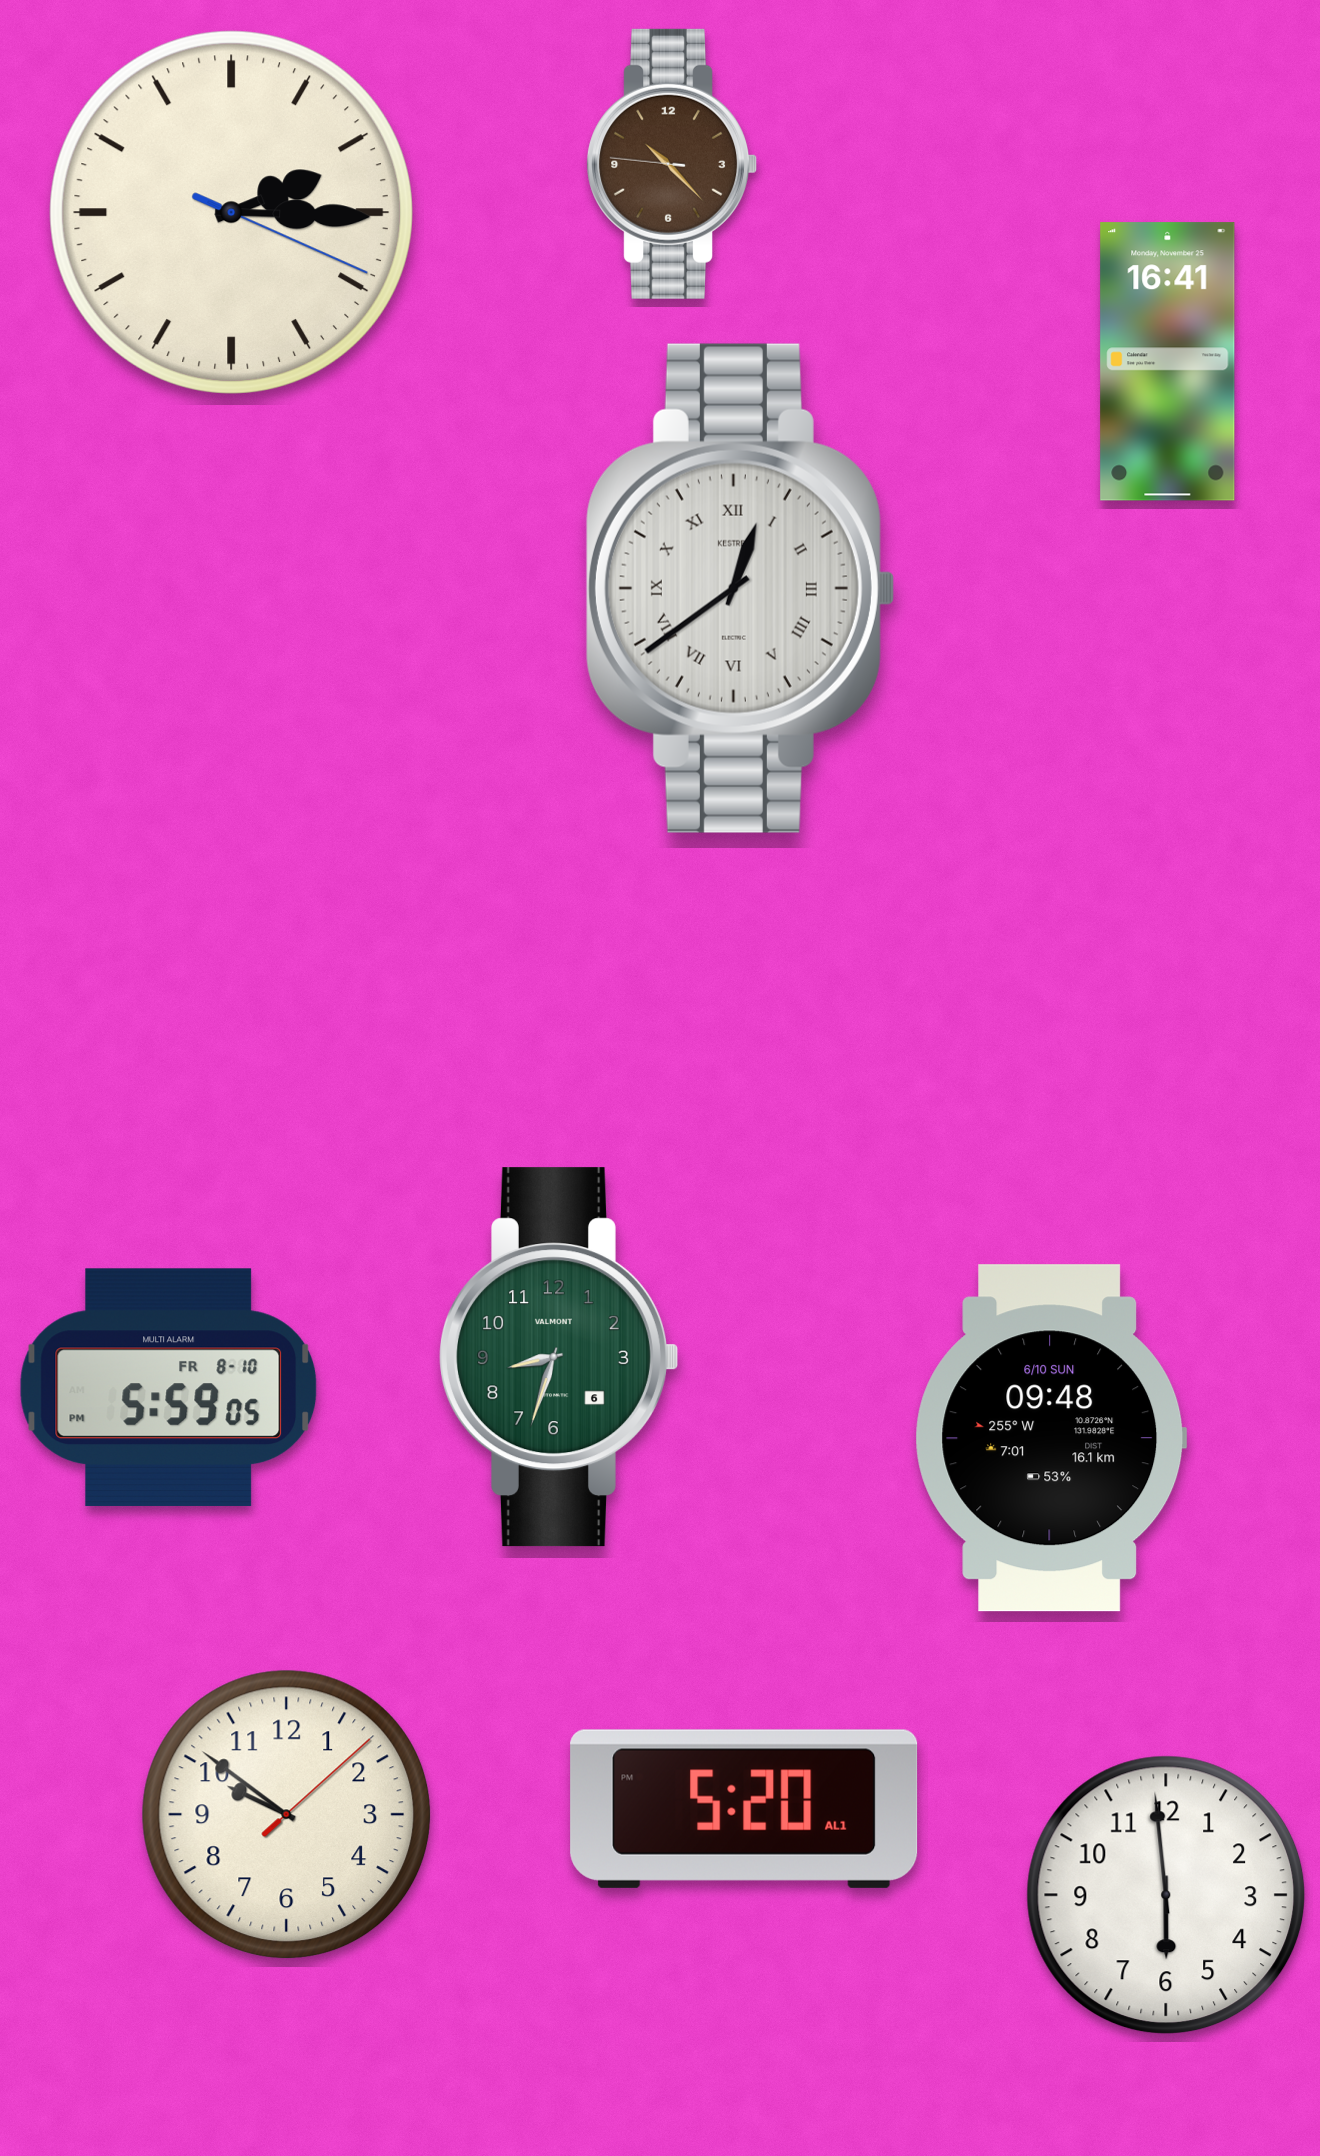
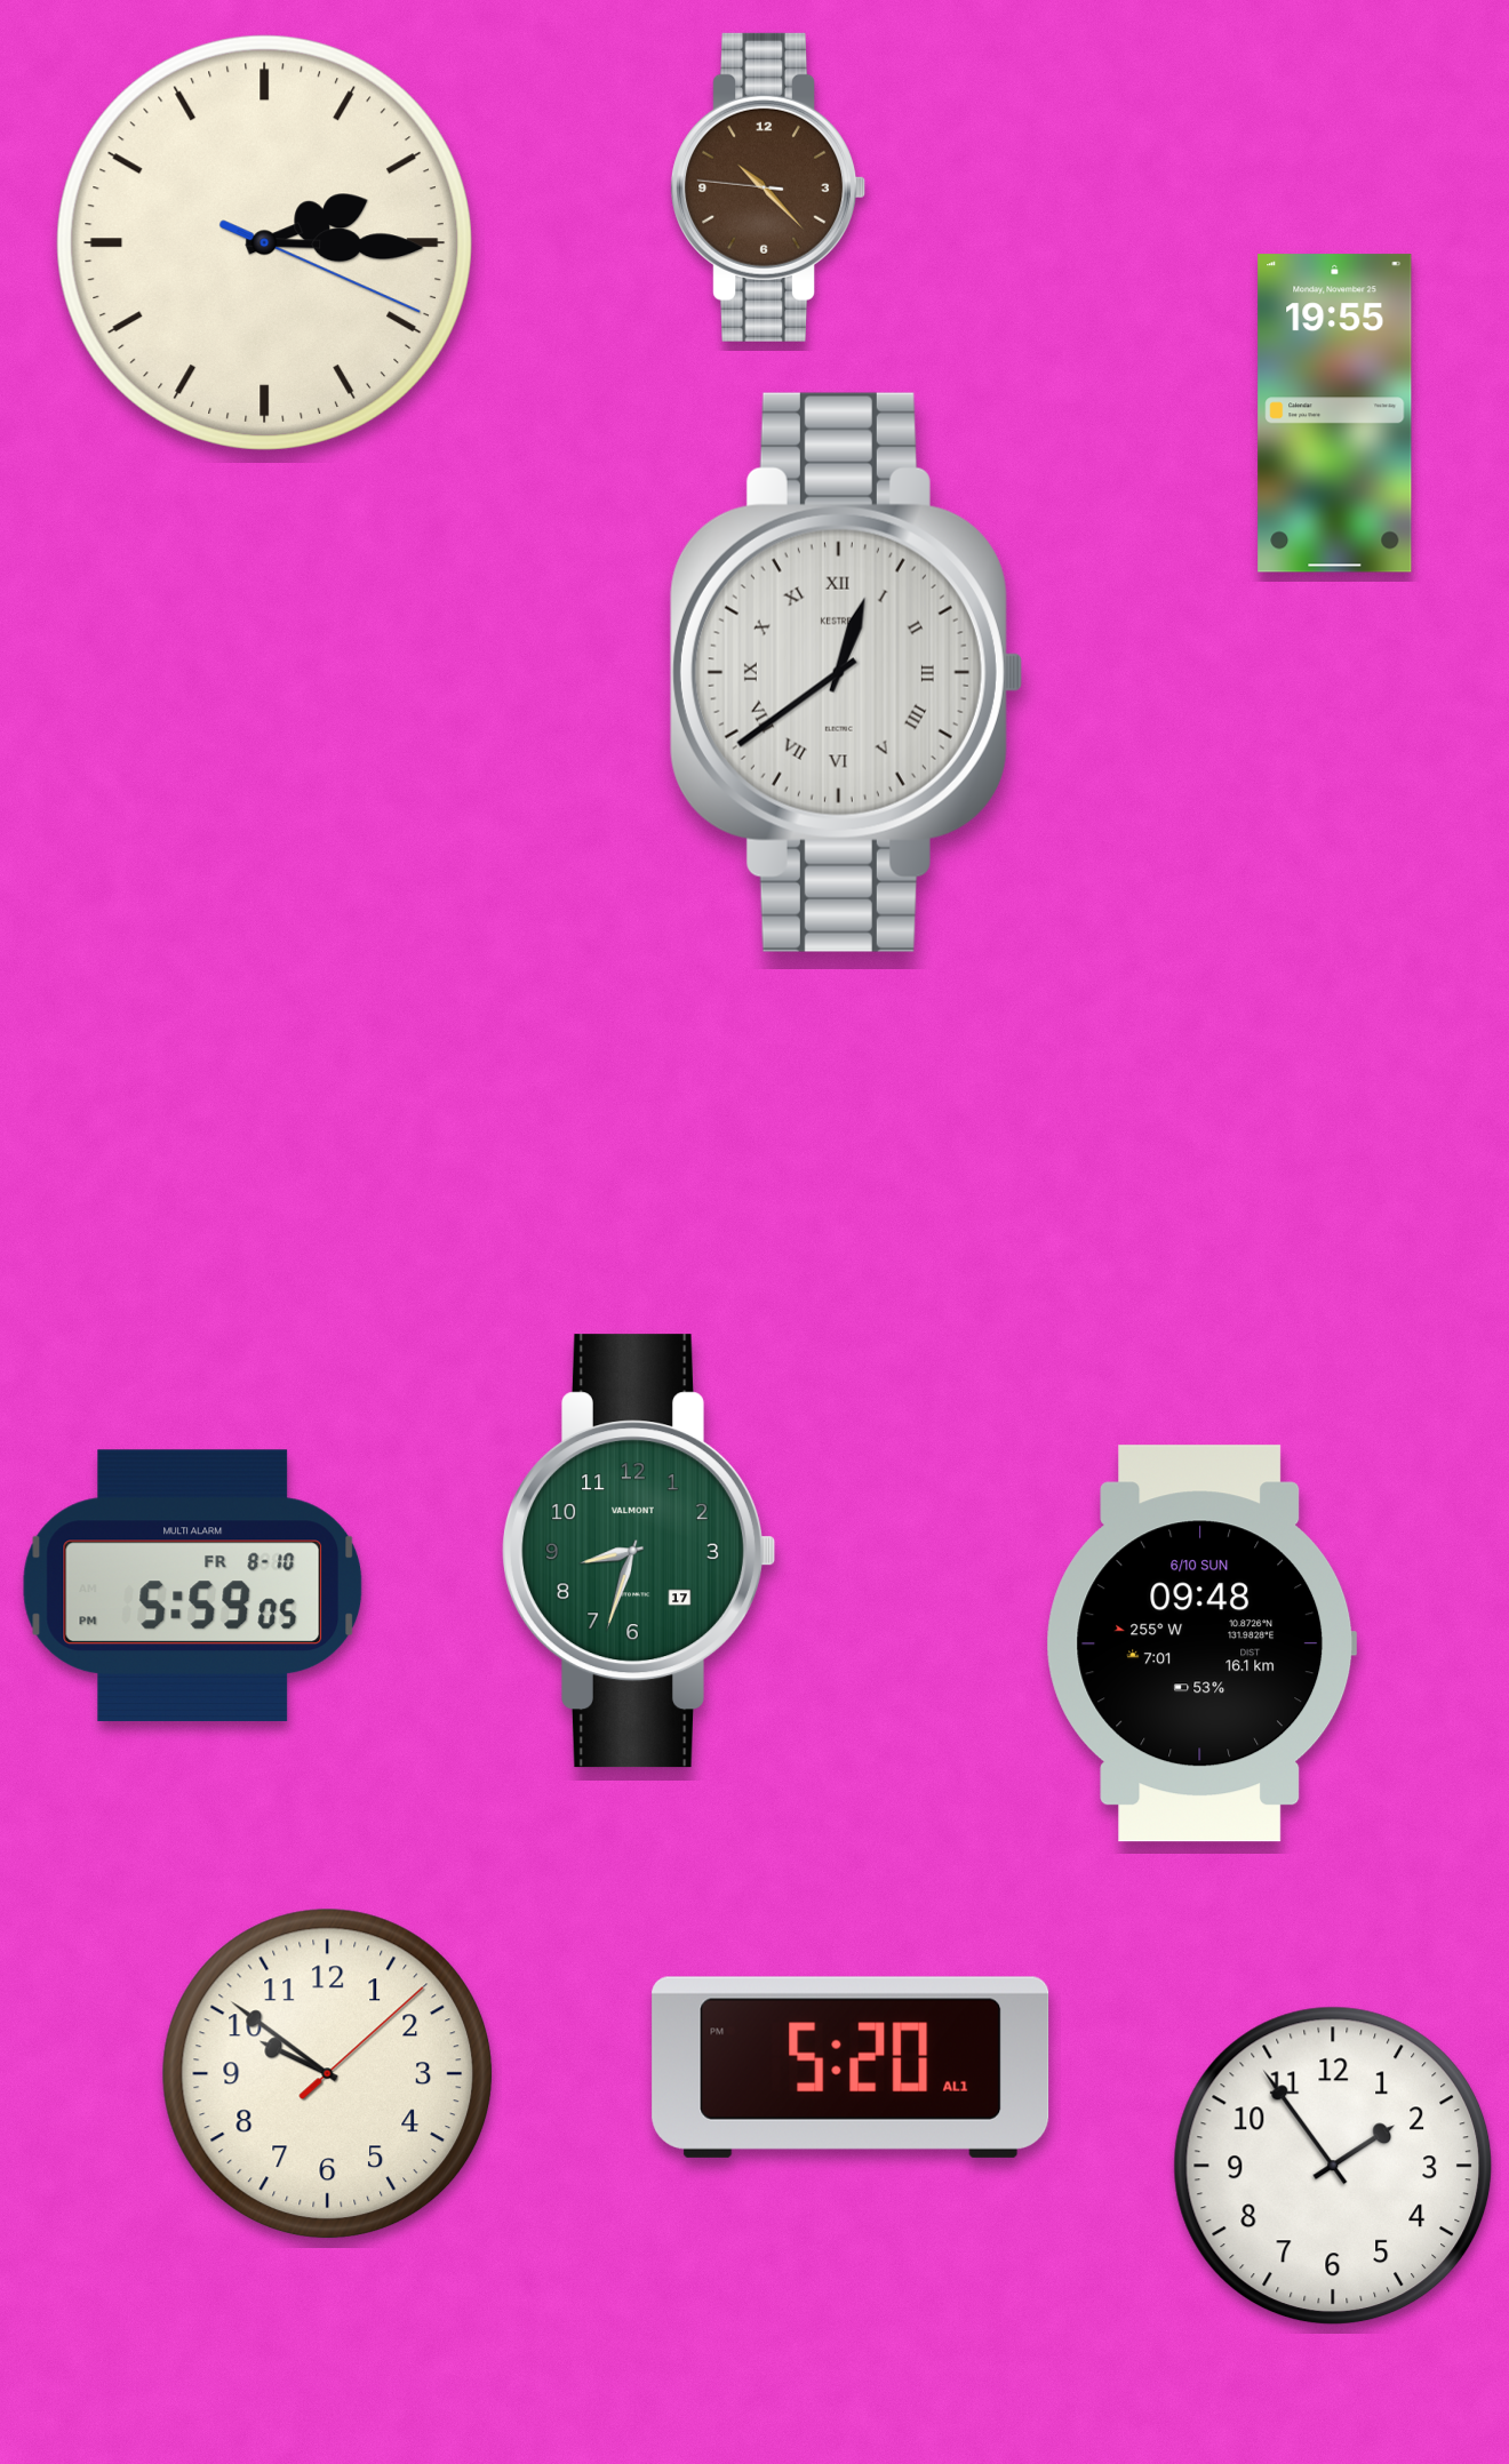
clock at (1168, 362): 16:41 -> 19:55
clock at (558, 1357) date: 6 -> 17
clock at (1166, 1895): 5:59 -> 1:54
